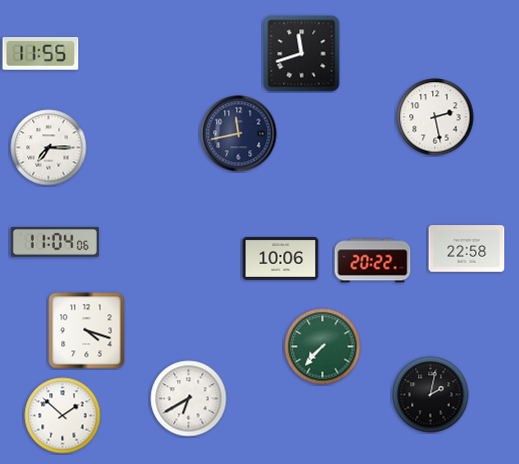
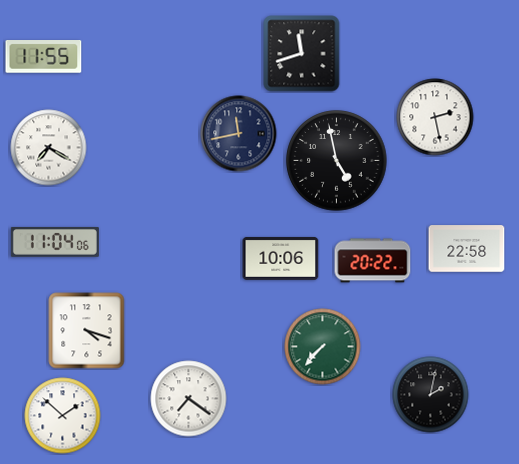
clock at (41, 54) position: (41, 54) -> (44, 57)
clock at (49, 148): 7:15 -> 7:20
clock at (337, 161): none -> 4:58
clock at (189, 399): 6:40 -> 7:21
